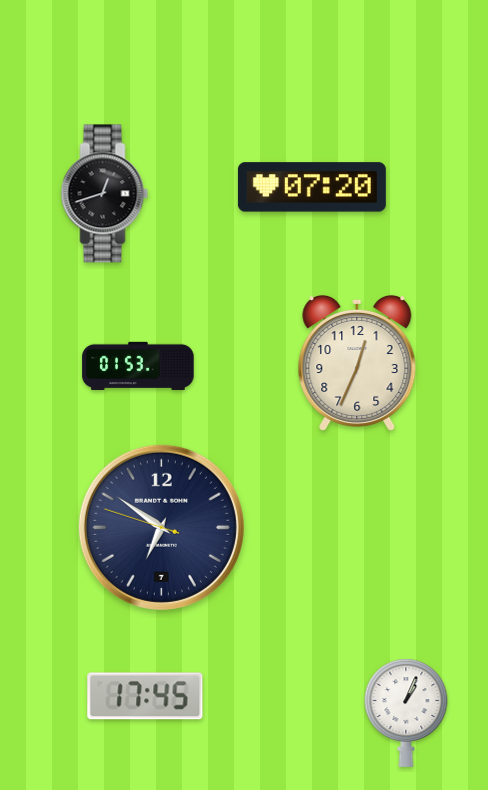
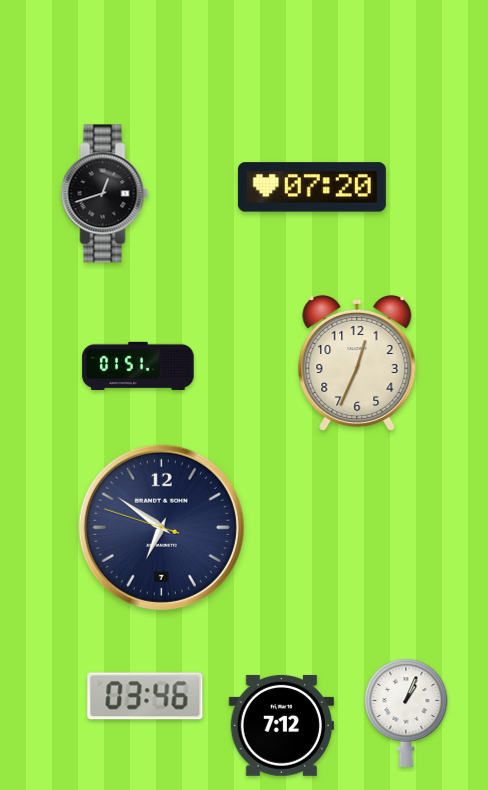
clock at (138, 365): 01:53 -> 01:51
clock at (145, 696): 17:45 -> 03:46
clock at (281, 725): none -> 7:12
